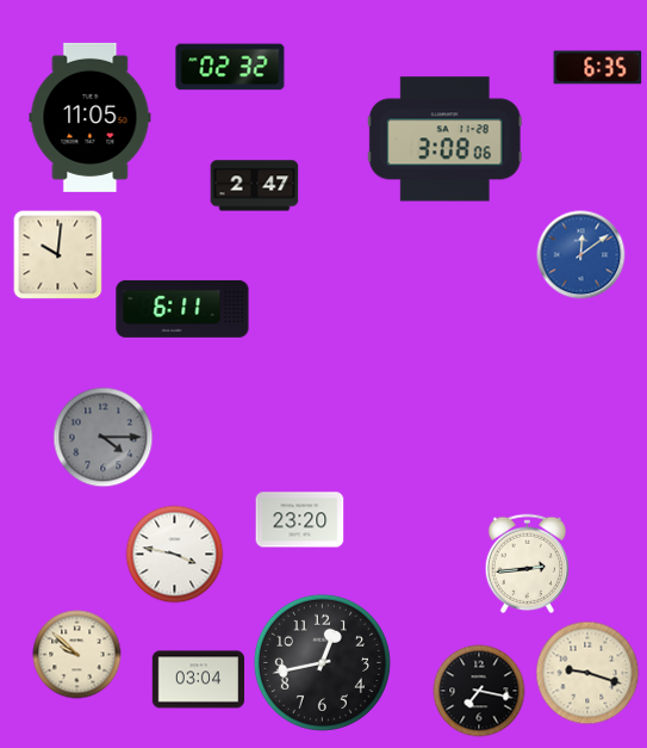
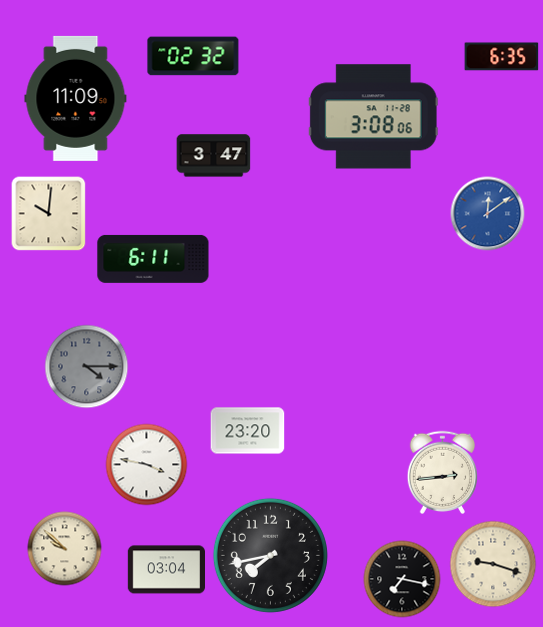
clock at (91, 117): 11:05 -> 11:09
clock at (255, 186): 2:47 -> 3:47
clock at (300, 520) position: (300, 520) -> (248, 431)
clock at (322, 662): 12:43 -> 7:43
